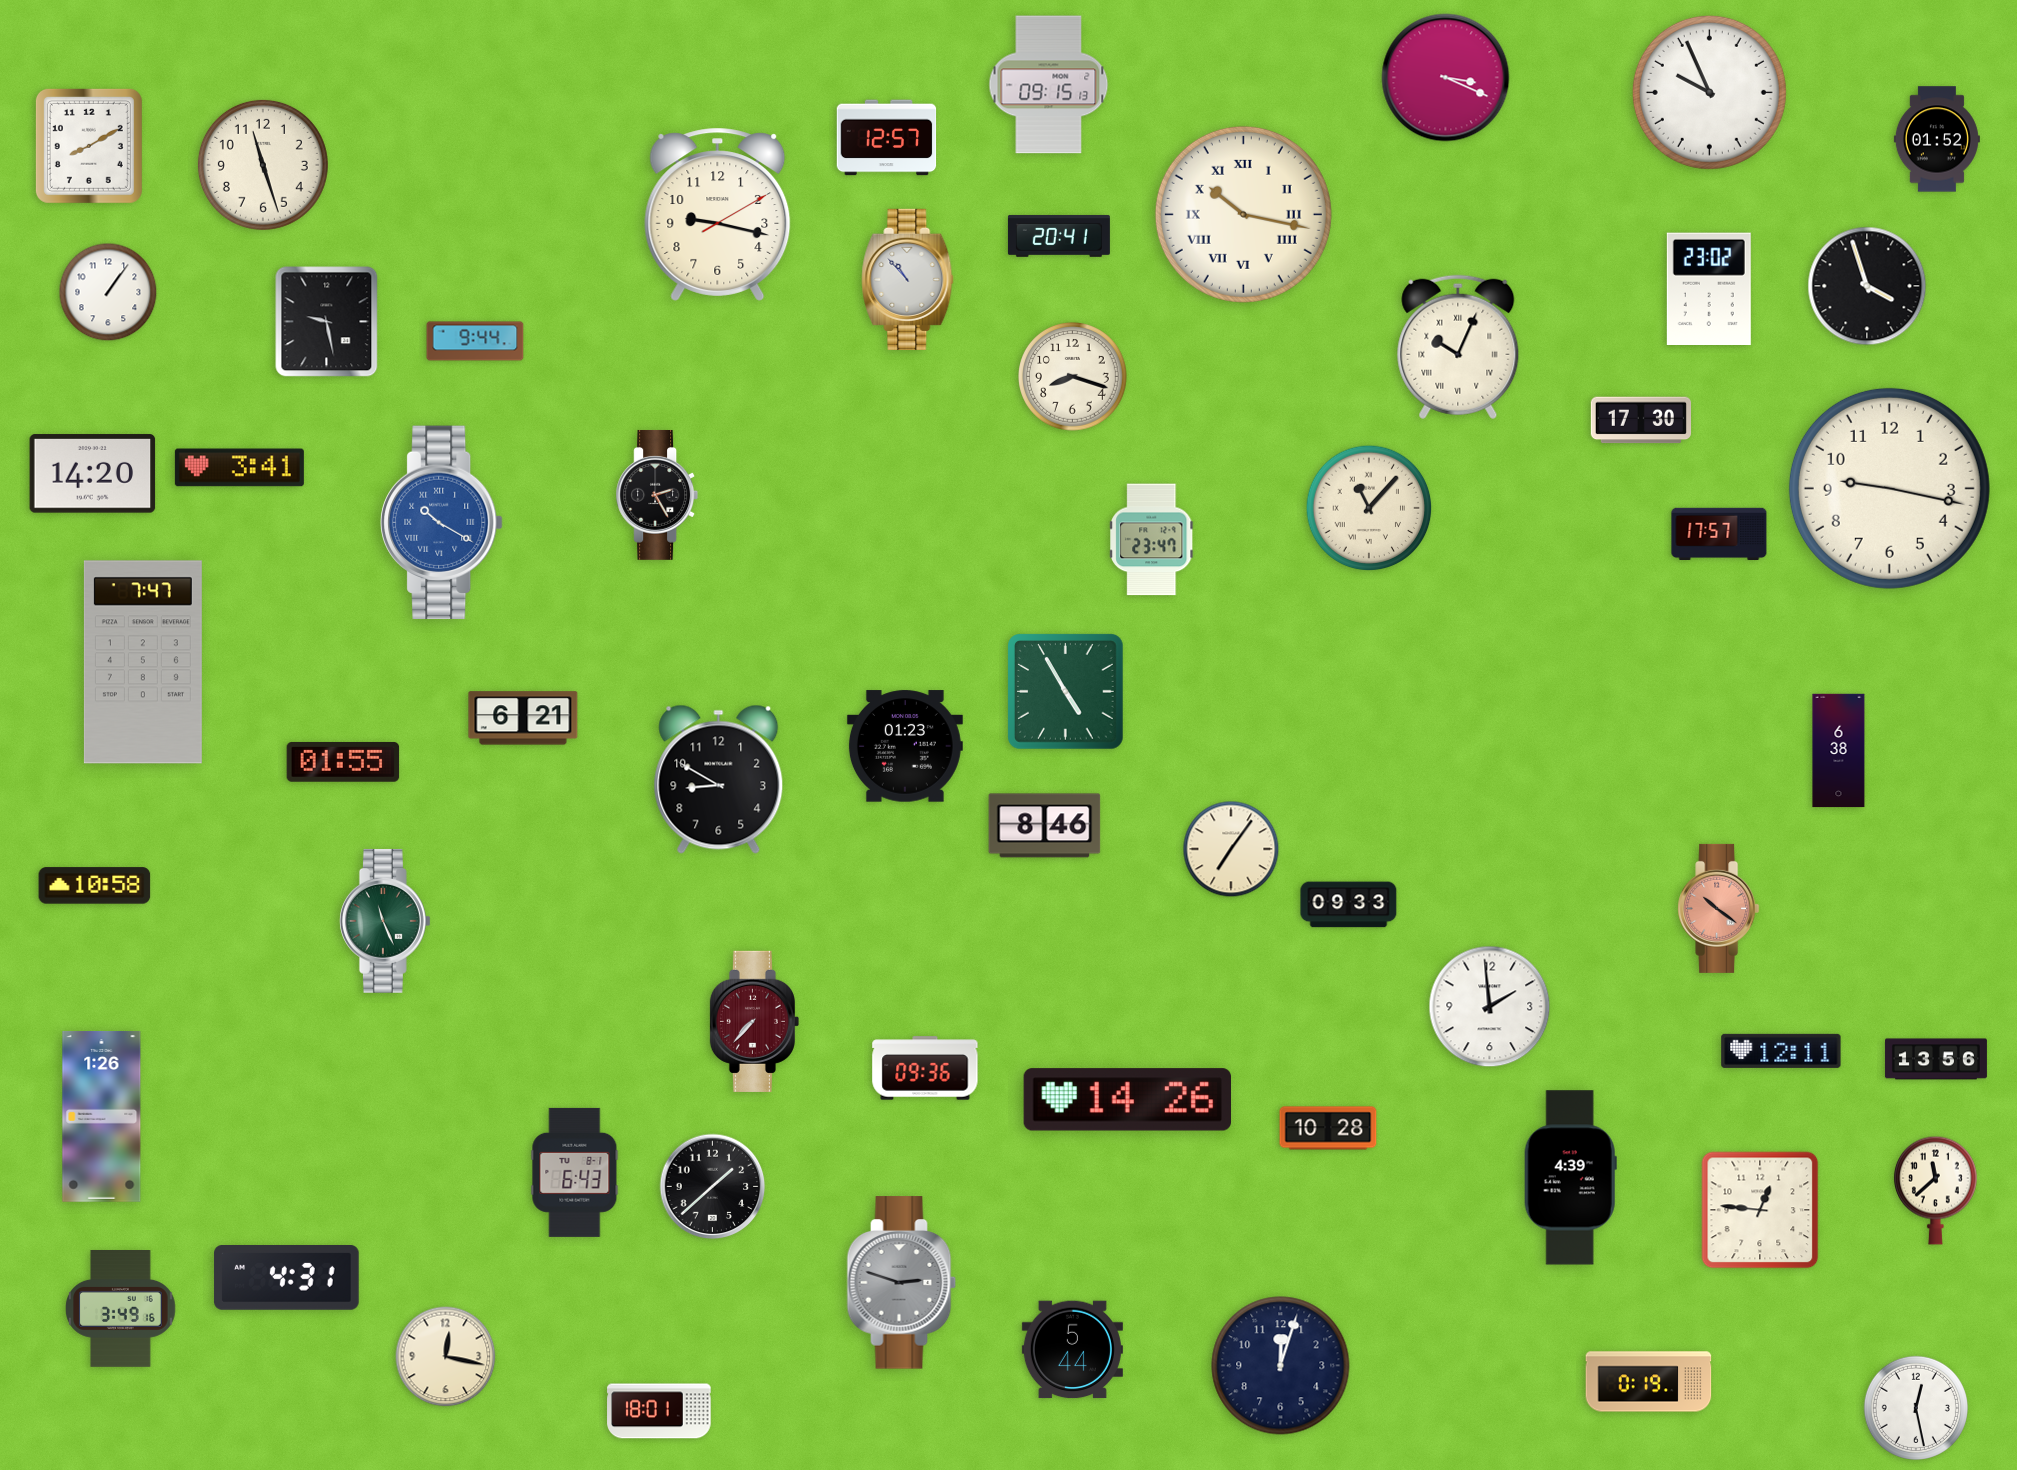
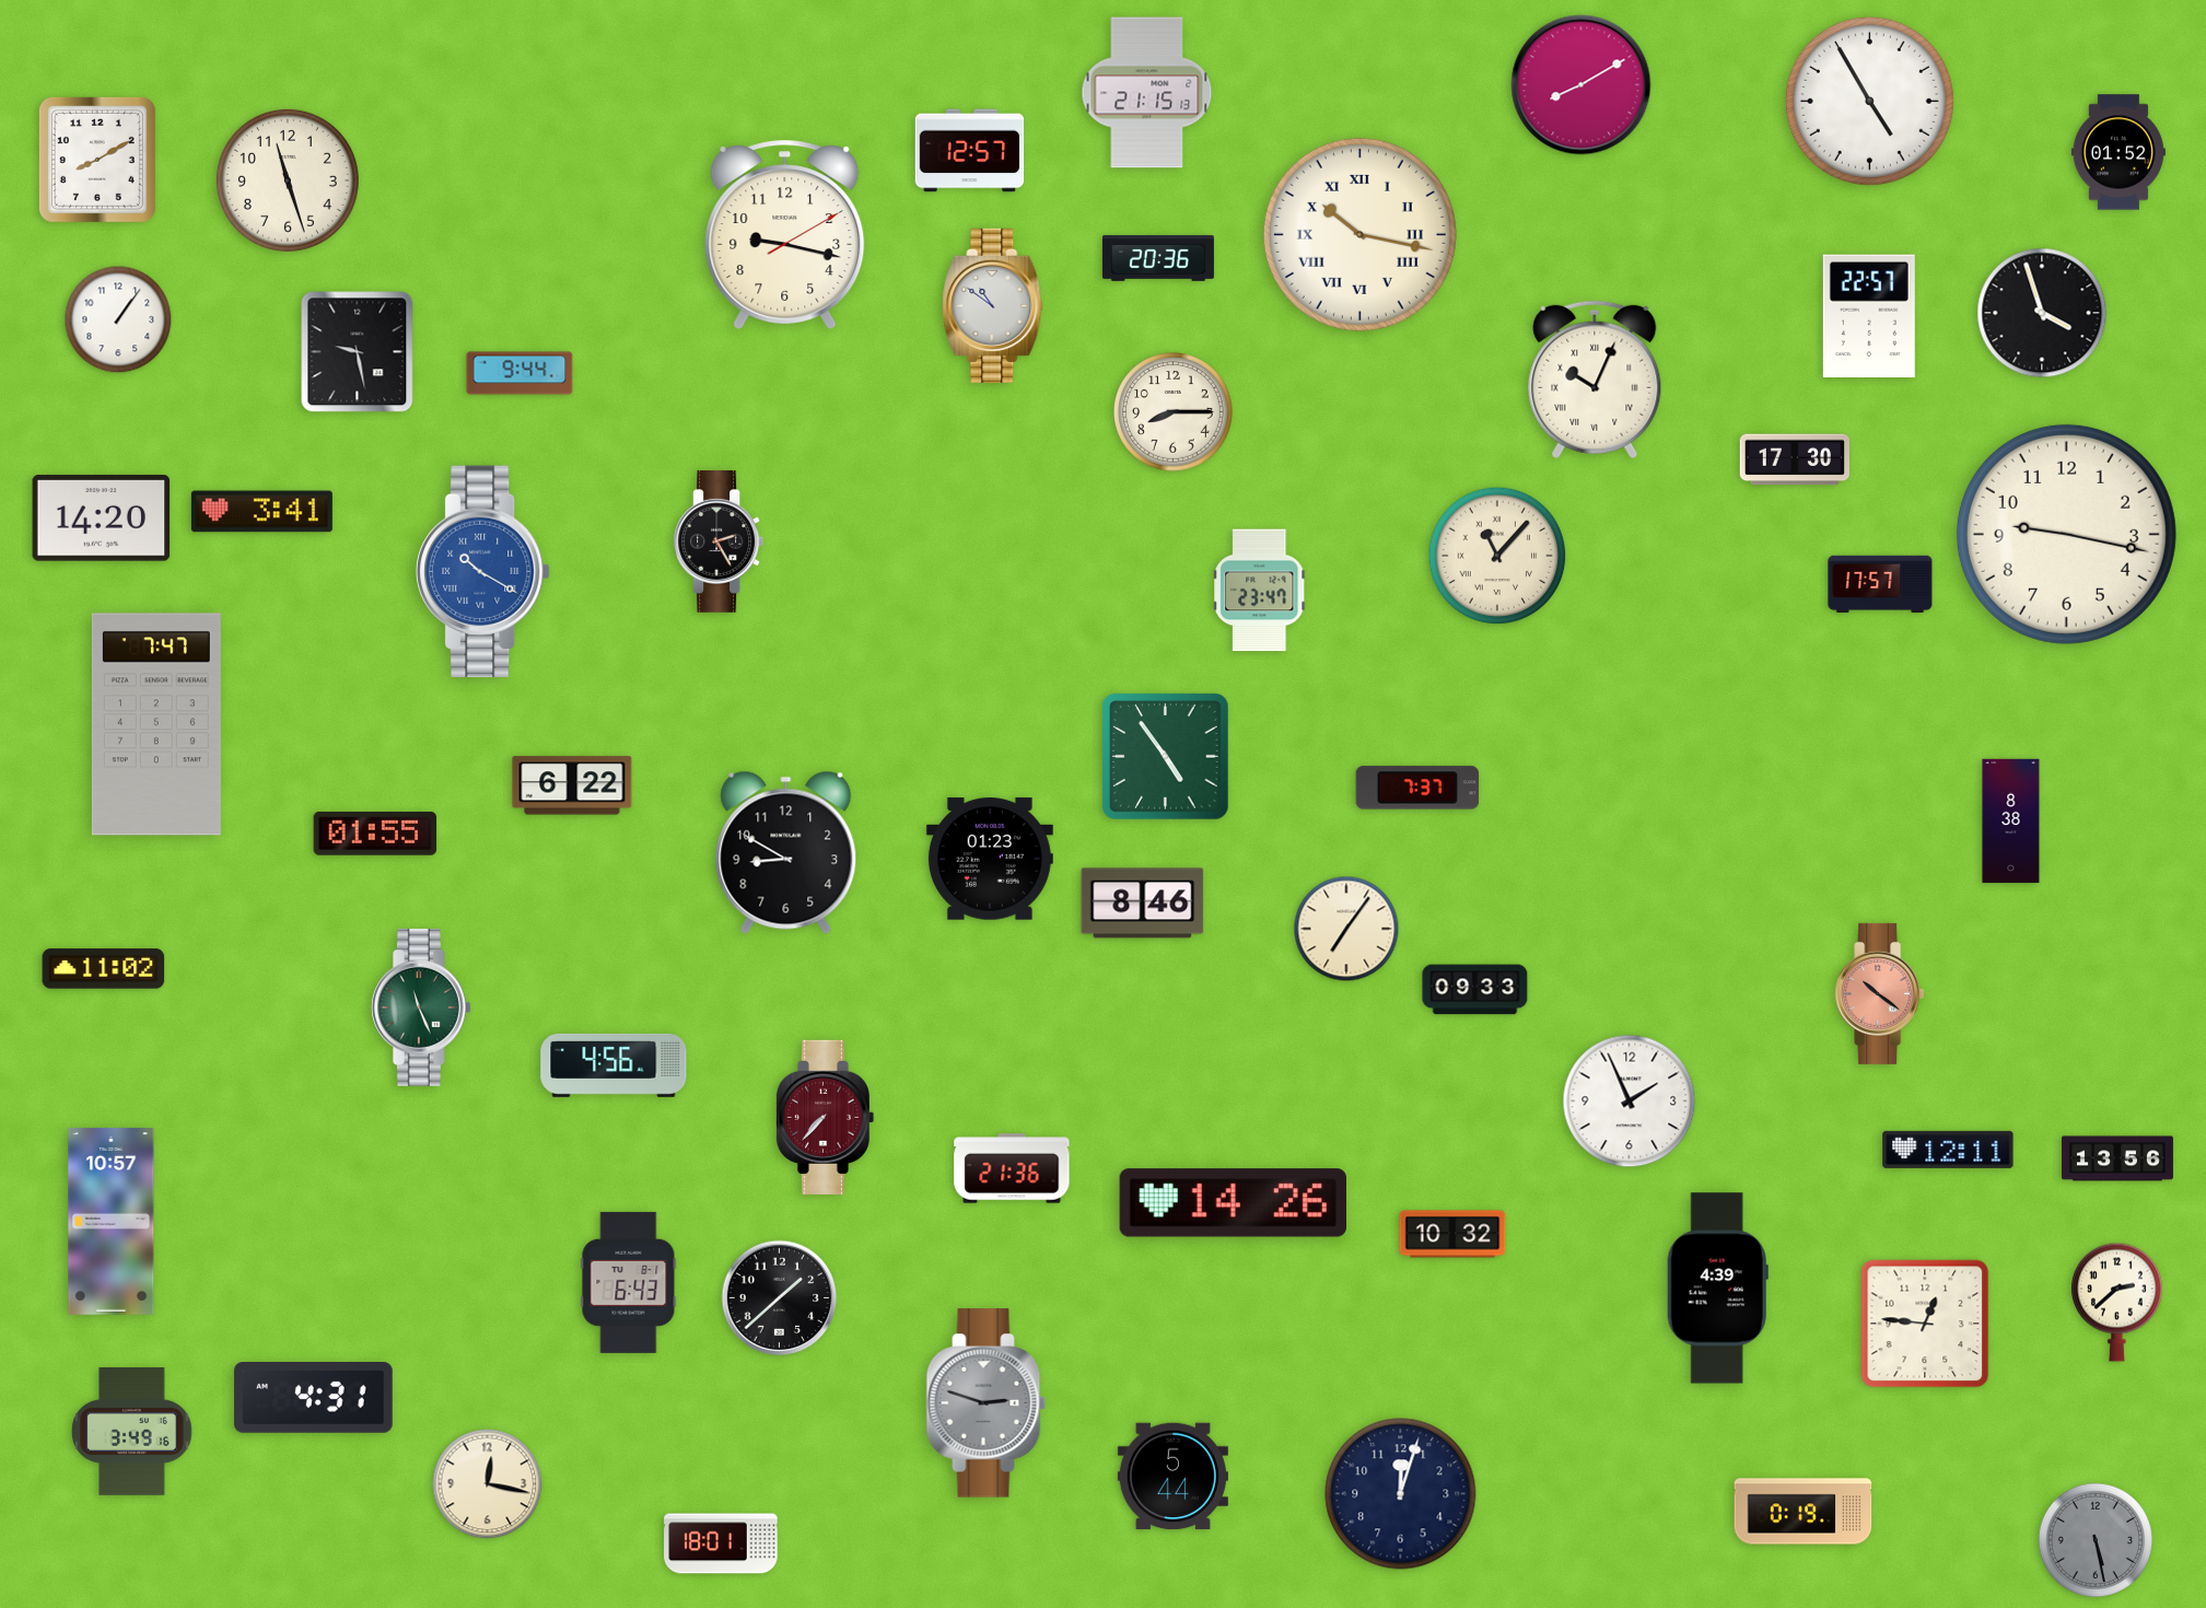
clock at (1446, 78): 3:19 -> 8:10
clock at (1049, 85): 09:15 -> 21:15
clock at (1709, 92): 9:56 -> 4:55
clock at (1059, 236): 20:41 -> 20:36
clock at (908, 279): 10:53 -> 10:51
clock at (1709, 288): 23:02 -> 22:57
clock at (1073, 377): 8:18 -> 8:15
clock at (1066, 692): 4:55 -> 4:54
clock at (523, 718): 6:21 -> 6:22
clock at (1417, 788): none -> 7:37
clock at (905, 746) position: (905, 746) -> (990, 859)
clock at (1839, 751): 6:38 -> 8:38
clock at (95, 886): 10:58 -> 11:02
clock at (614, 1065): none -> 4:56
clock at (1490, 1007): 1:59 -> 1:56
clock at (925, 1068): 09:36 -> 21:36
clock at (102, 1116): 1:26 -> 10:57
clock at (1328, 1128): 10:28 -> 10:32
clock at (1935, 1190): 11:38 -> 2:38
clock at (1916, 1408): 12:28 -> 5:28
clock at (1916, 1408) dial: white -> grey
